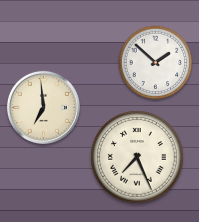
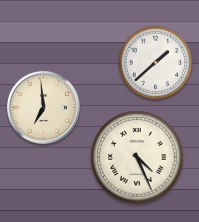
clock at (156, 63): 1:52 -> 1:38
clock at (137, 157): 7:26 -> 4:26
